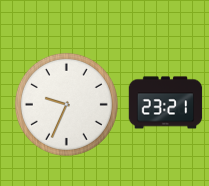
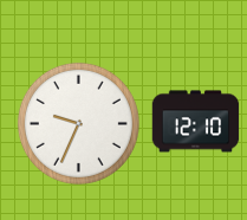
clock at (166, 103): 23:21 -> 12:10
